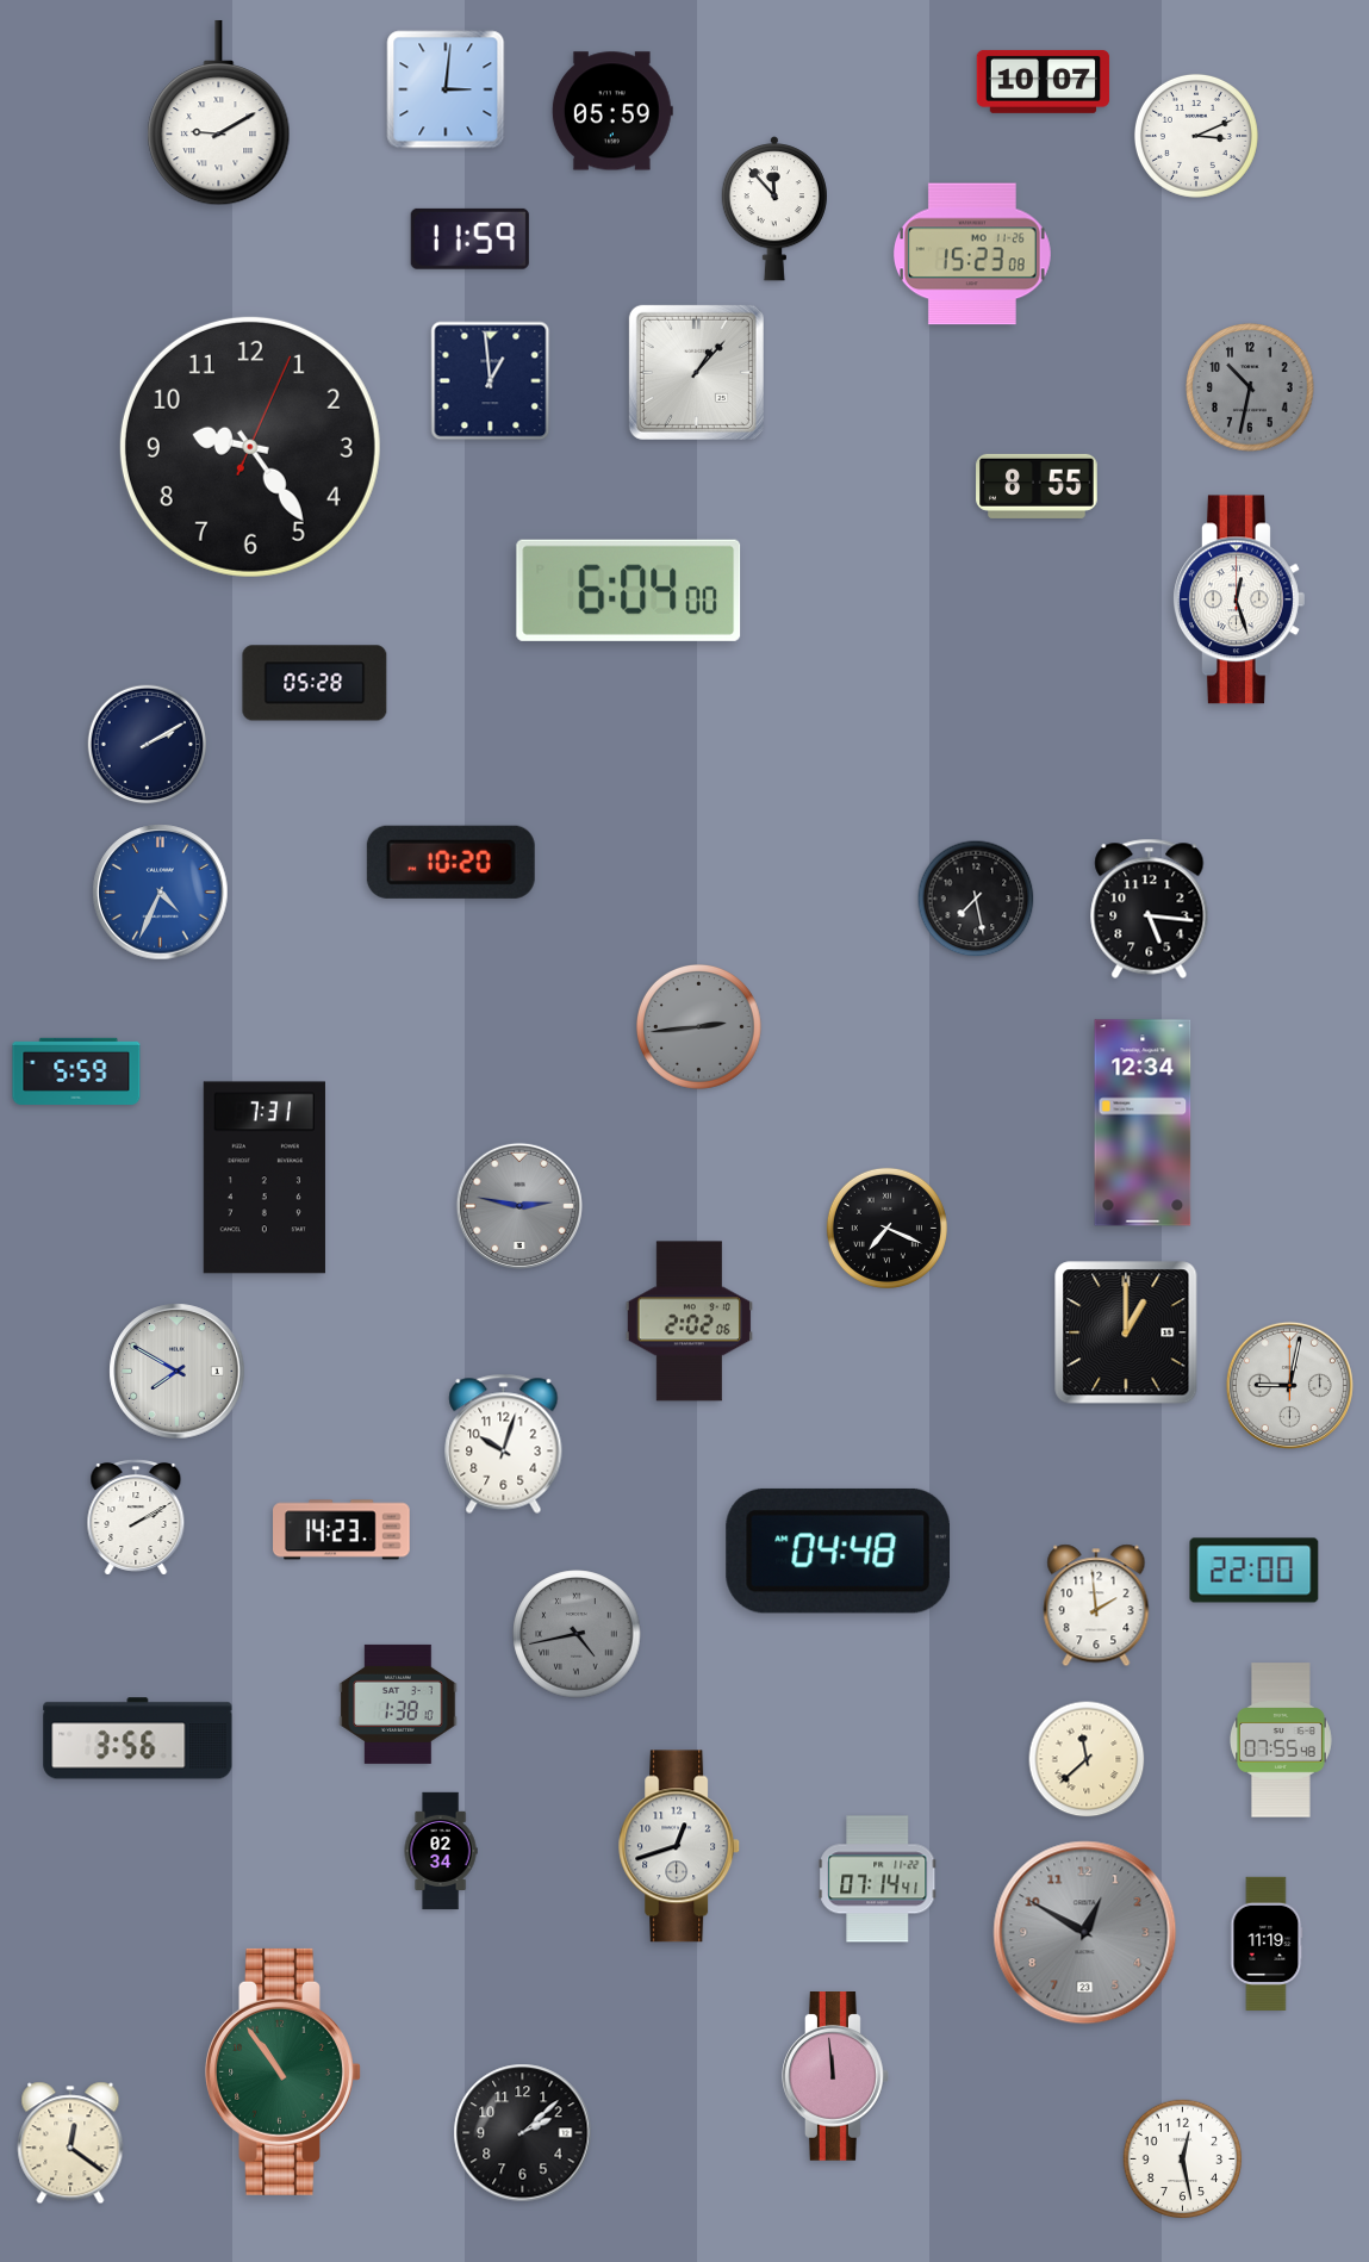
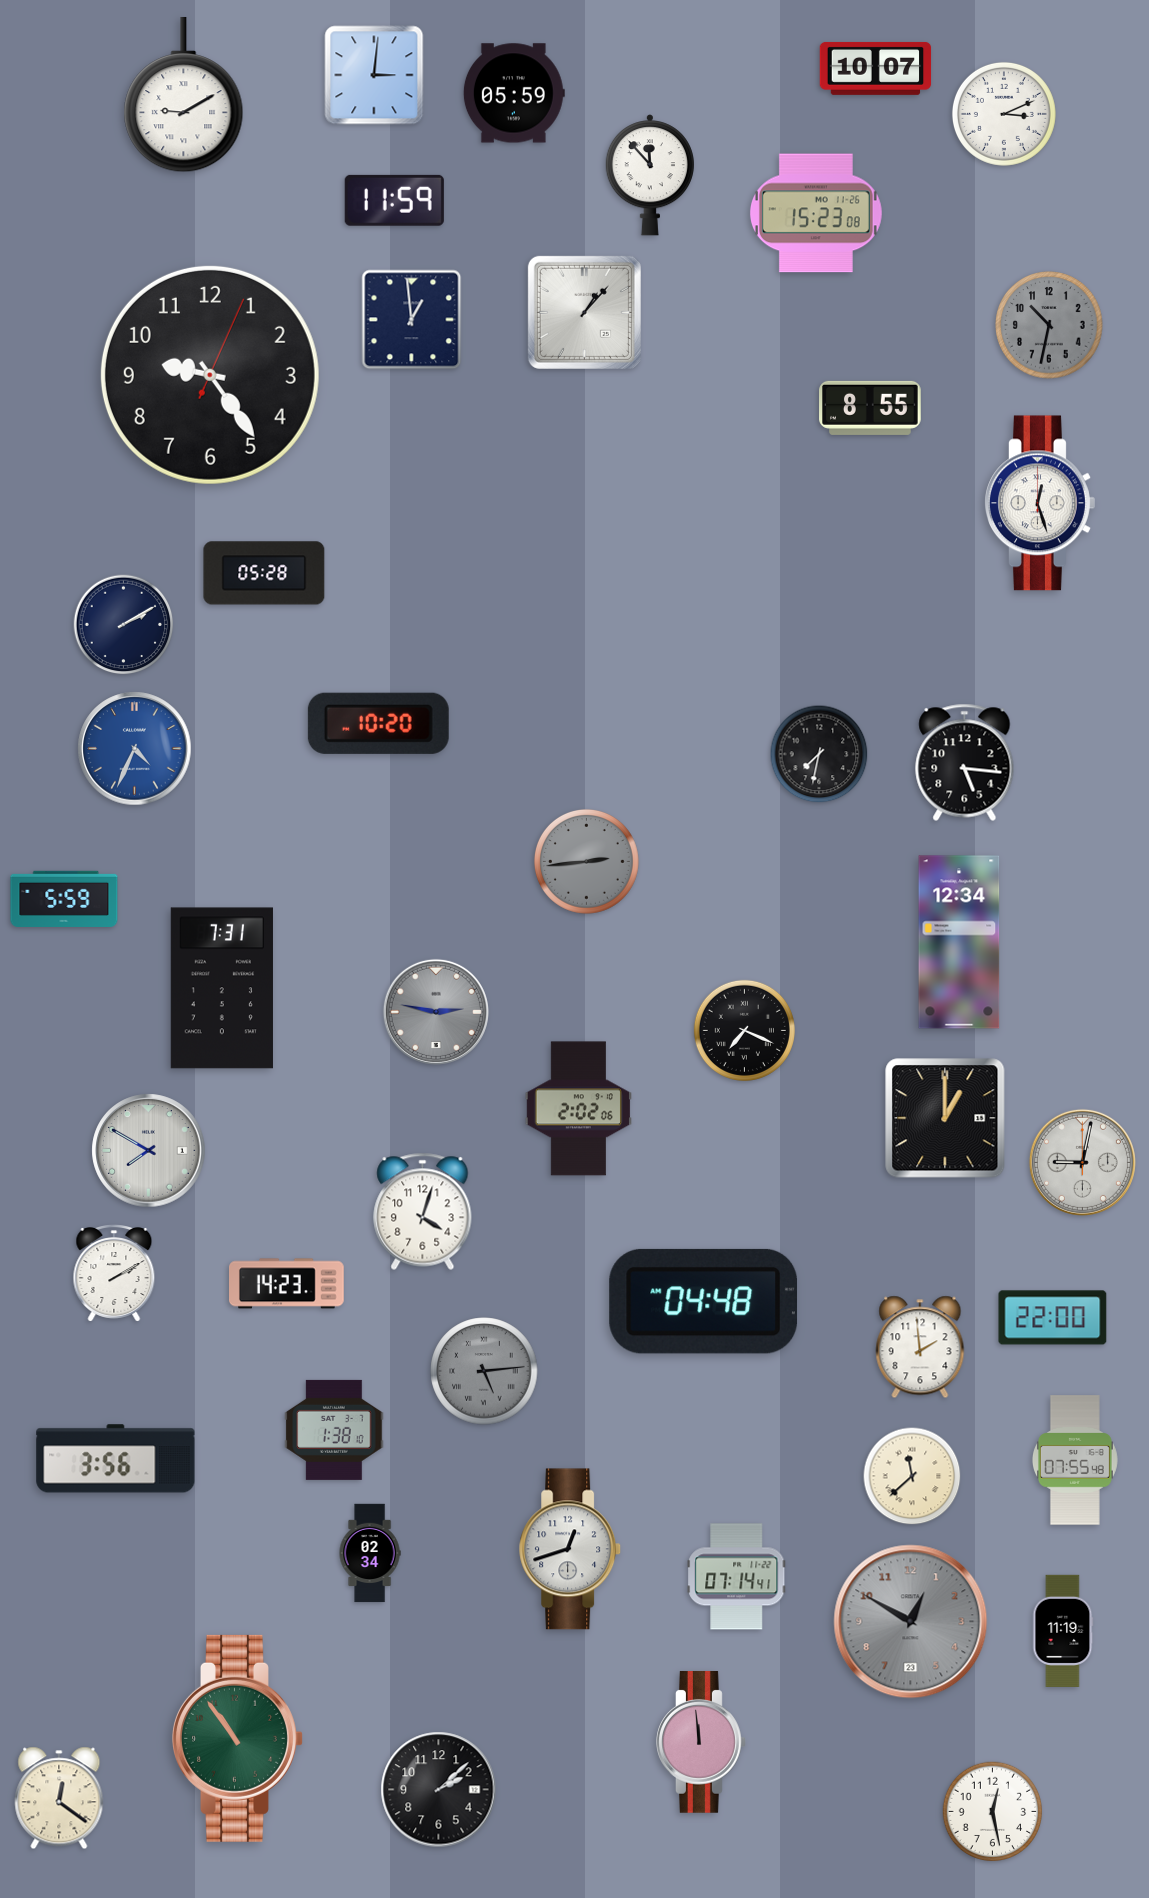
clock at (629, 590): 6:04 -> none
clock at (976, 899): 7:28 -> 7:32
clock at (504, 1443): 10:03 -> 4:03
clock at (577, 1634): 4:43 -> 5:14
